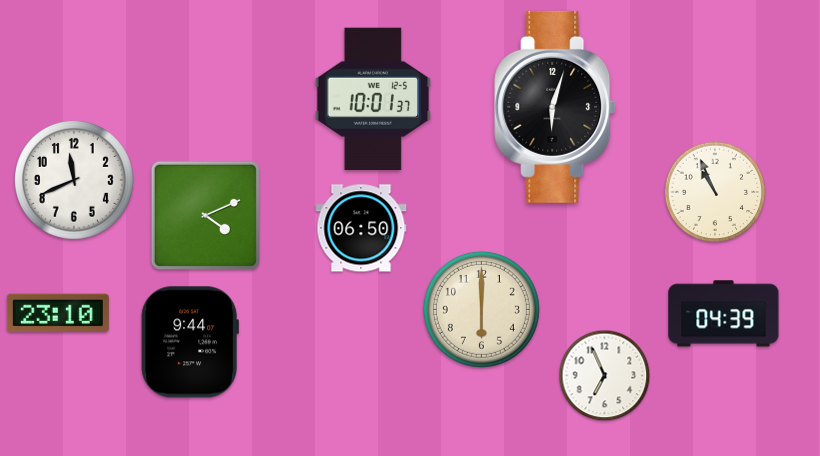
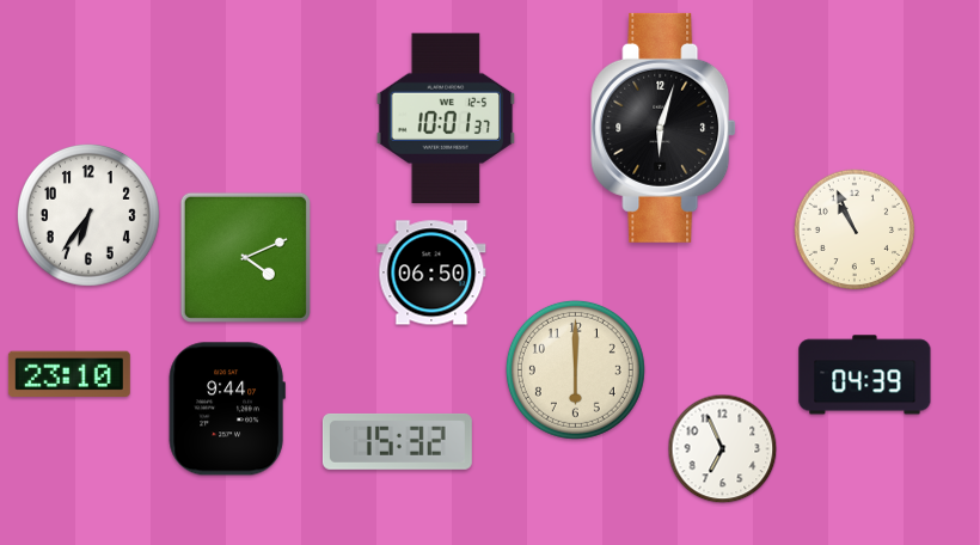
clock at (74, 180): 11:41 -> 6:36
clock at (397, 441): none -> 15:32
